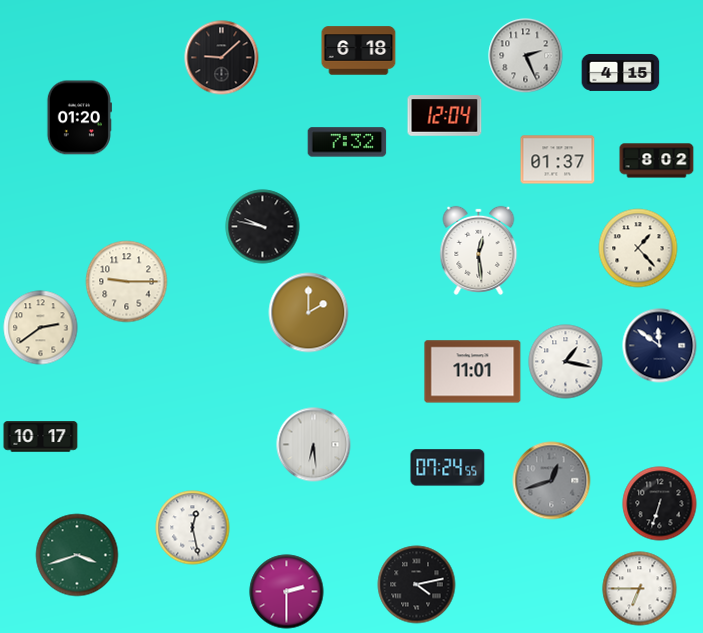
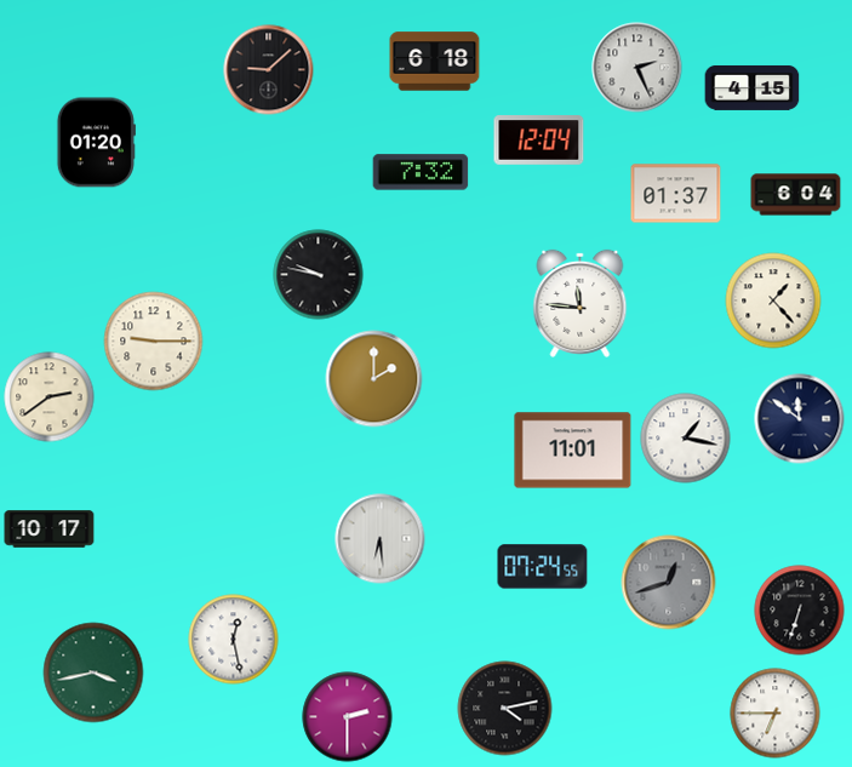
clock at (657, 161): 8:02 -> 6:04
clock at (479, 250): 12:29 -> 11:46
clock at (77, 555): 3:42 -> 3:43
